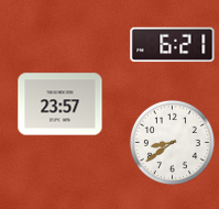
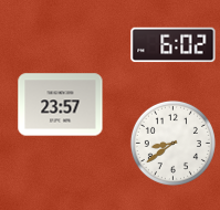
clock at (173, 45): 6:21 -> 6:02
